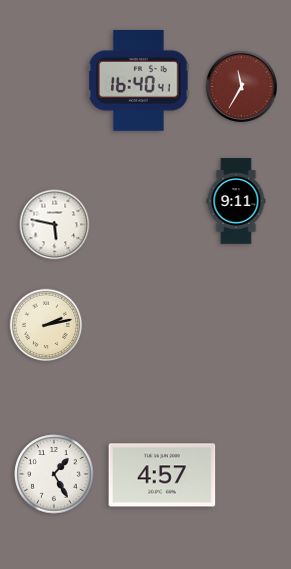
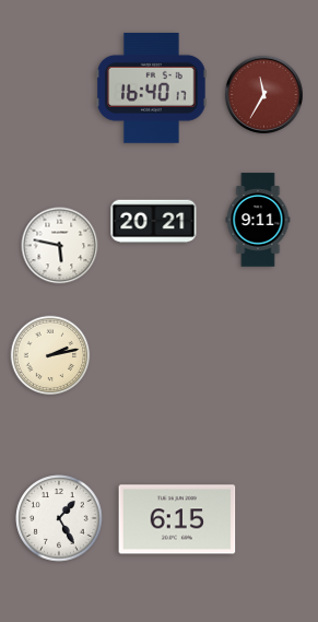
clock at (139, 80): 16:40:41 -> 16:40:17
clock at (154, 222): none -> 20:21
clock at (162, 475): 4:57 -> 6:15
